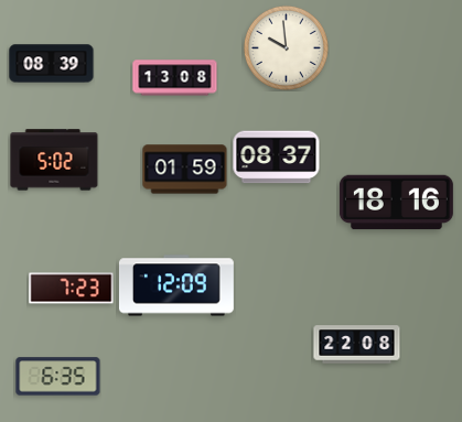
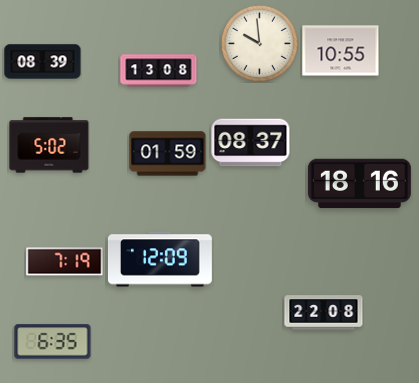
clock at (341, 51): none -> 10:55
clock at (52, 64) position: (52, 64) -> (43, 62)
clock at (72, 289): 7:23 -> 7:19
